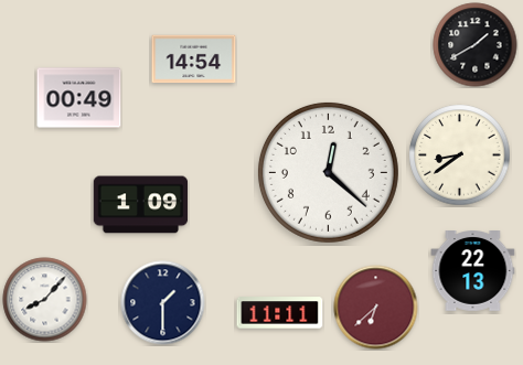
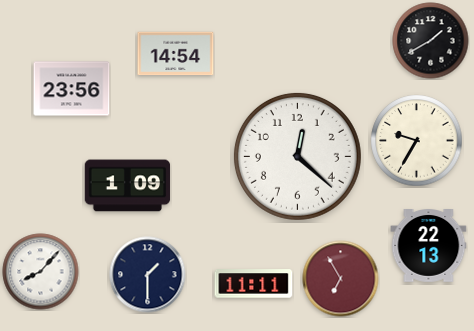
clock at (79, 98): 00:49 -> 23:56
clock at (460, 155): 8:39 -> 9:35
clock at (376, 308): 6:38 -> 6:55
